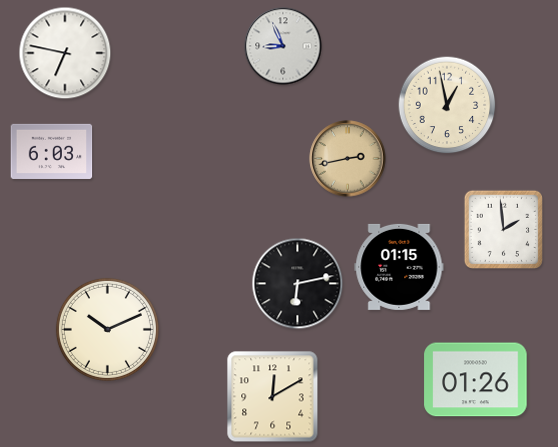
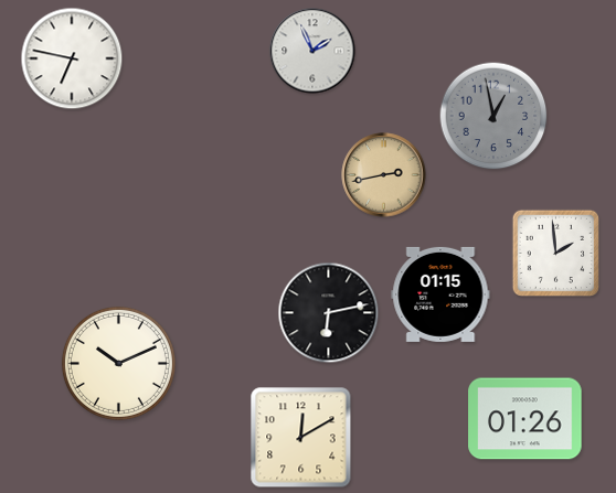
clock at (283, 46): 8:56 -> 1:56
clock at (447, 105) dial: cream -> grey
clock at (52, 151): 6:03 -> none
